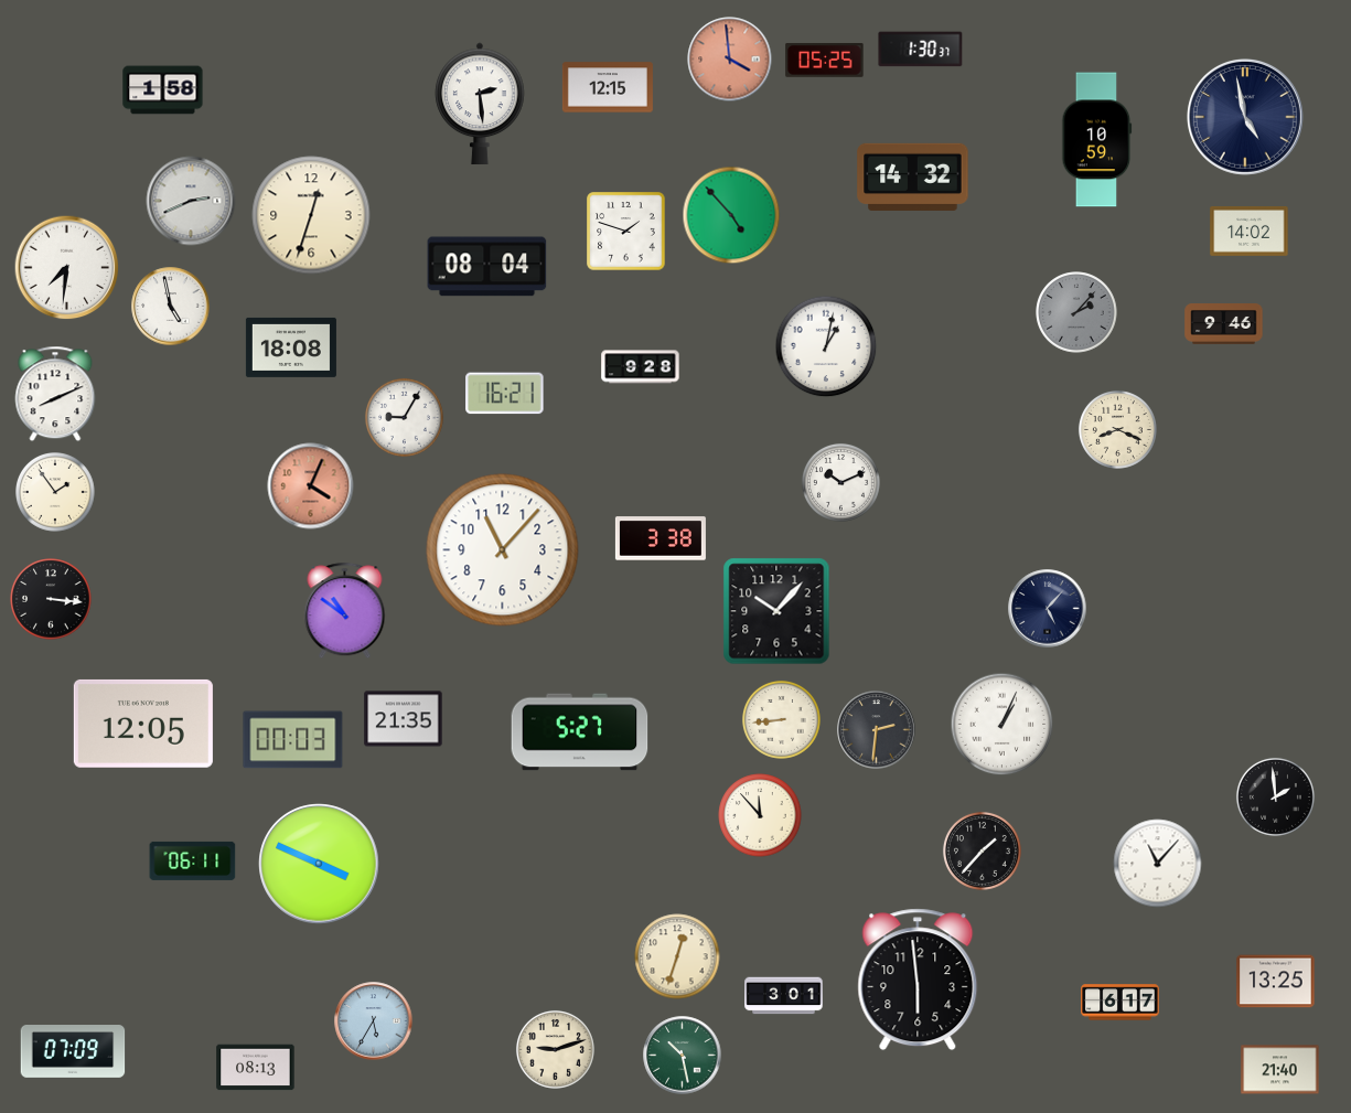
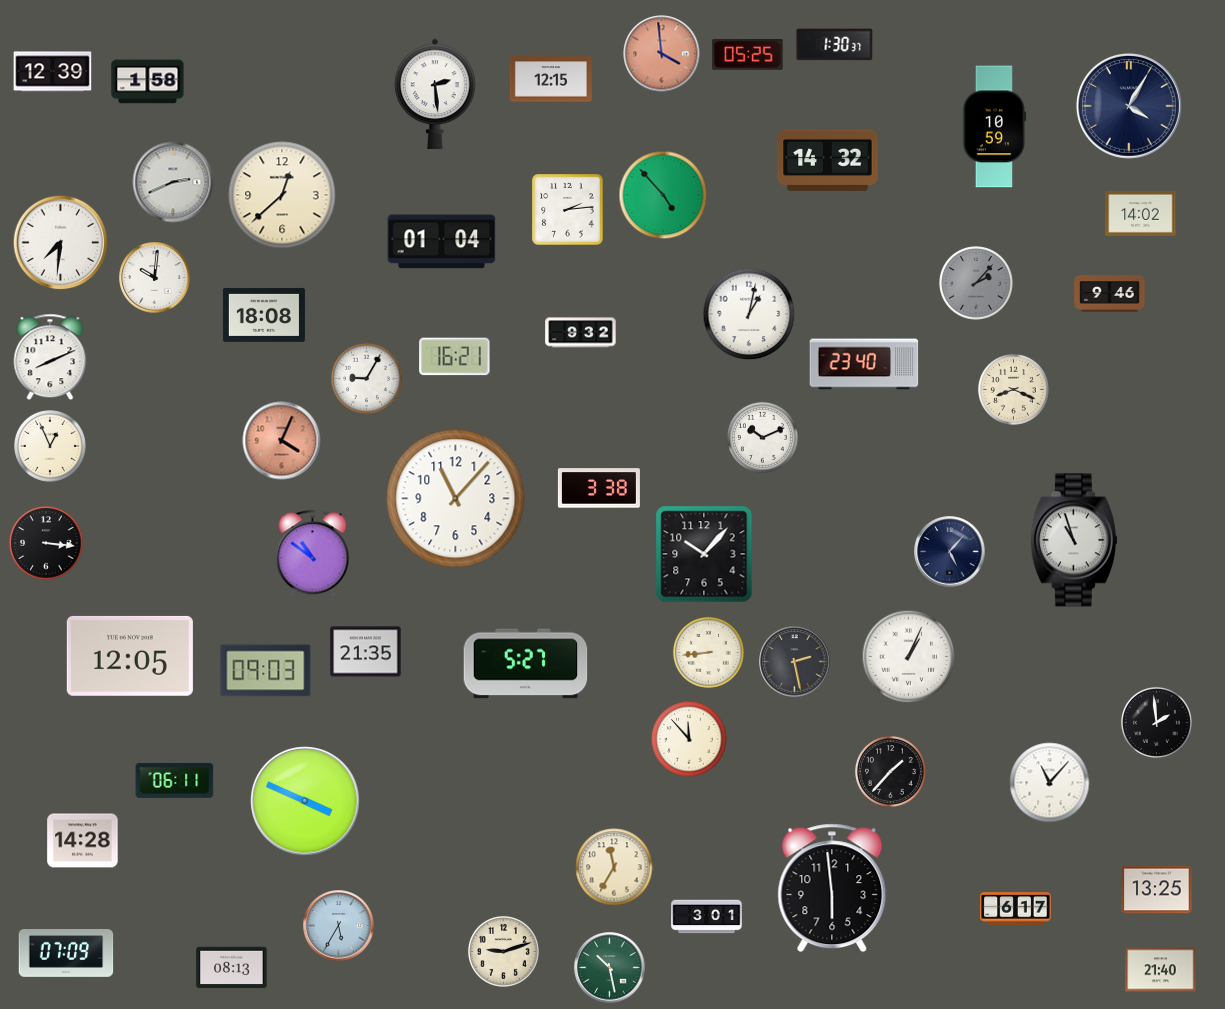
clock at (53, 72): none -> 12:39
clock at (1245, 117): 4:58 -> 4:05
clock at (311, 215): 12:33 -> 12:38
clock at (1250, 231) position: (1250, 231) -> (1141, 213)
clock at (626, 232): 1:48 -> 2:14
clock at (487, 267): 08:04 -> 01:04
clock at (171, 307): 4:58 -> 10:01
clock at (641, 367): 9:28 -> 9:32
clock at (505, 394) position: (505, 394) -> (455, 357)
clock at (864, 364): none -> 23:40
clock at (56, 493): 1:54 -> 12:56
clock at (1074, 540): none -> 10:57
clock at (877, 730): 2:31 -> 2:28
clock at (293, 740): 00:03 -> 09:03
clock at (319, 864) position: (319, 864) -> (305, 801)
clock at (83, 841): none -> 14:28
clock at (677, 956): 12:33 -> 11:35
clock at (784, 996) position: (784, 996) -> (707, 917)
clock at (683, 1056) position: (683, 1056) -> (610, 968)
